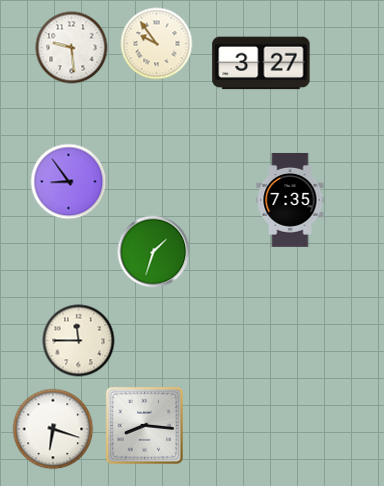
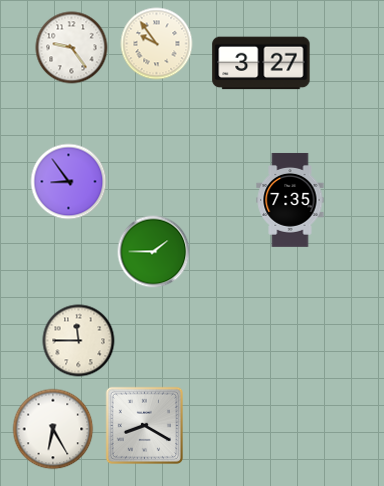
clock at (72, 48): 9:29 -> 9:24
clock at (154, 252): 1:33 -> 1:45
clock at (144, 425): 8:16 -> 8:20
clock at (53, 429): 6:18 -> 6:25
